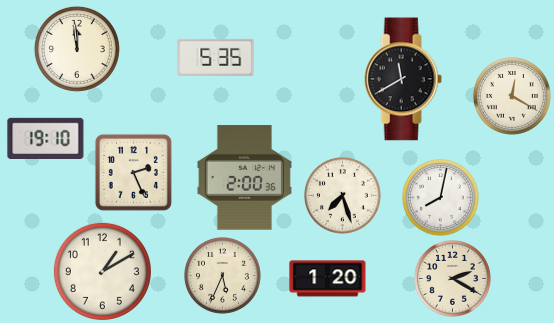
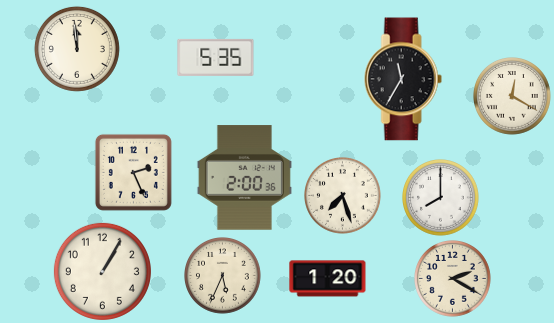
clock at (403, 79): 11:40 -> 11:35
clock at (46, 138): 19:10 -> none
clock at (441, 198): 8:02 -> 8:00
clock at (102, 271): 1:10 -> 1:05
